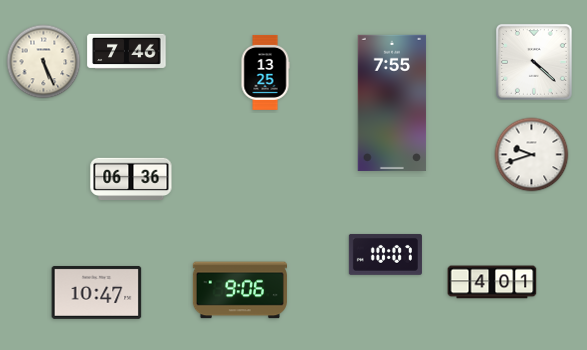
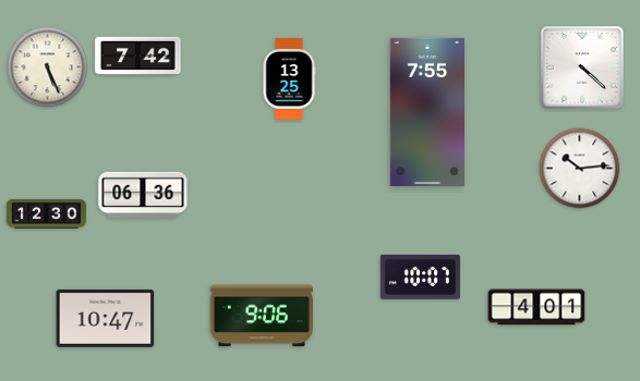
clock at (127, 51): 7:46 -> 7:42
clock at (532, 155): 9:42 -> 10:14
clock at (46, 213): none -> 12:30
